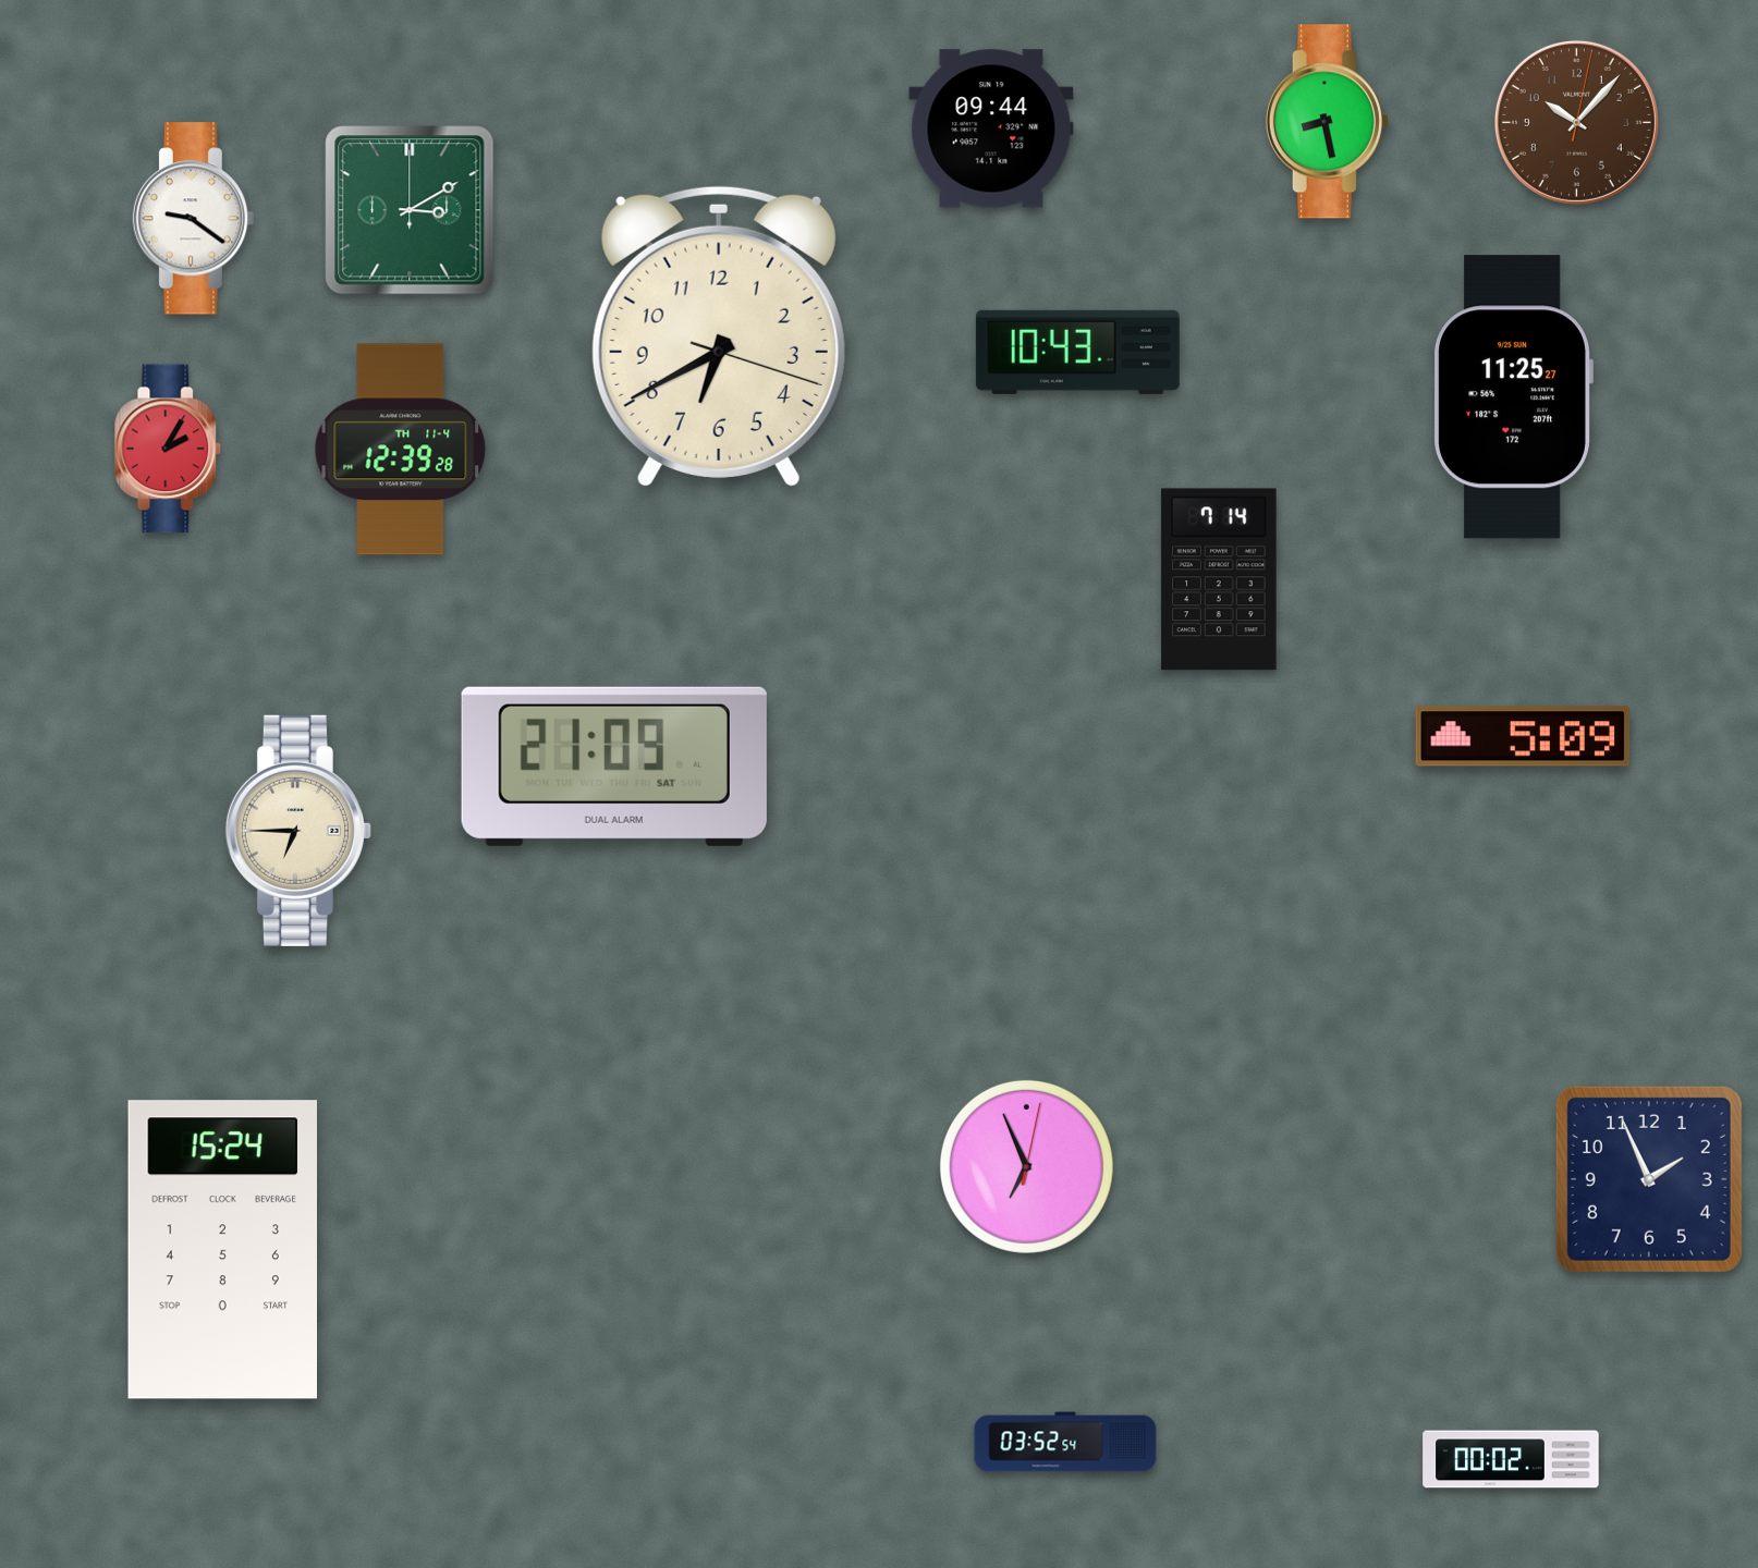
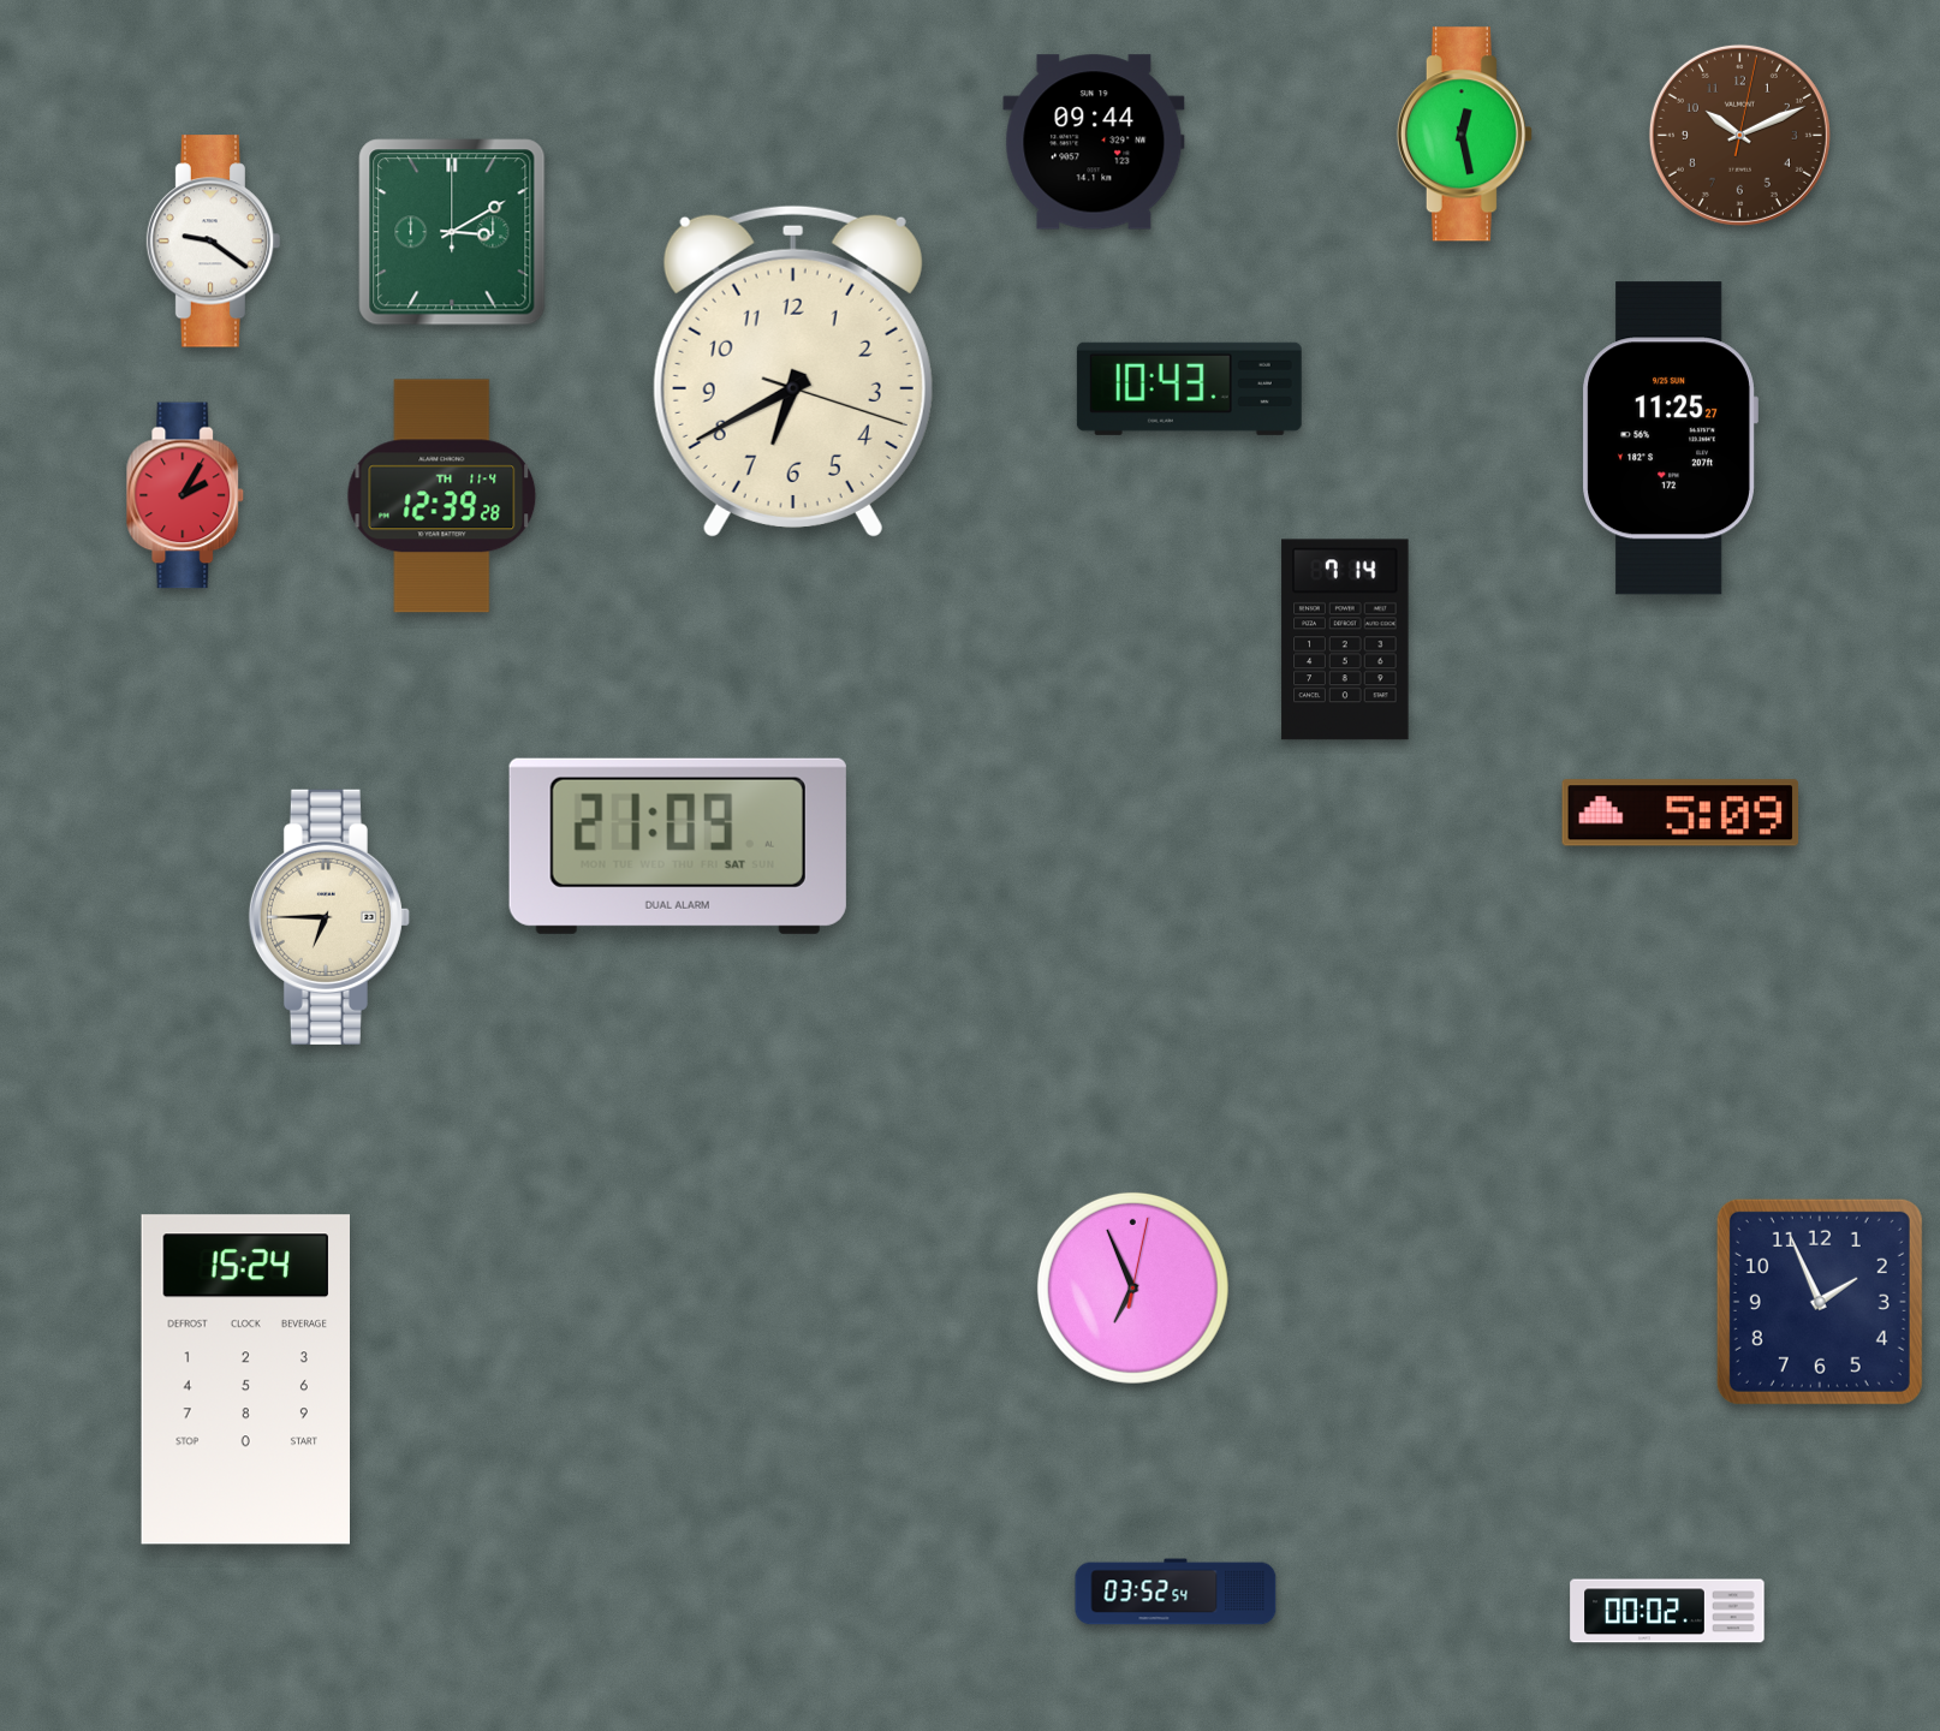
clock at (1327, 122): 8:28 -> 12:28
clock at (1576, 122): 10:07 -> 10:11
